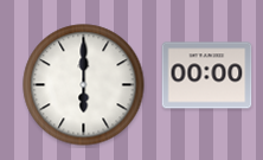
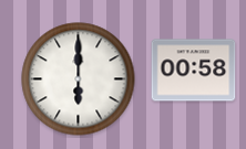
clock at (207, 76): 00:00 -> 00:58
